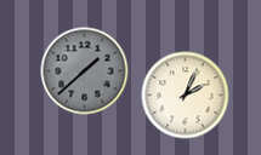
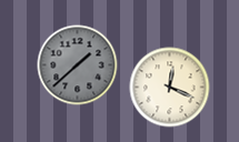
clock at (186, 96): 2:04 -> 12:19
